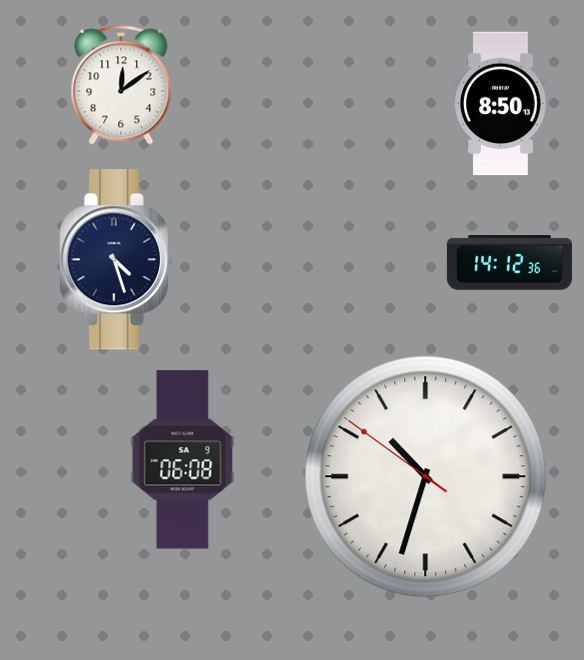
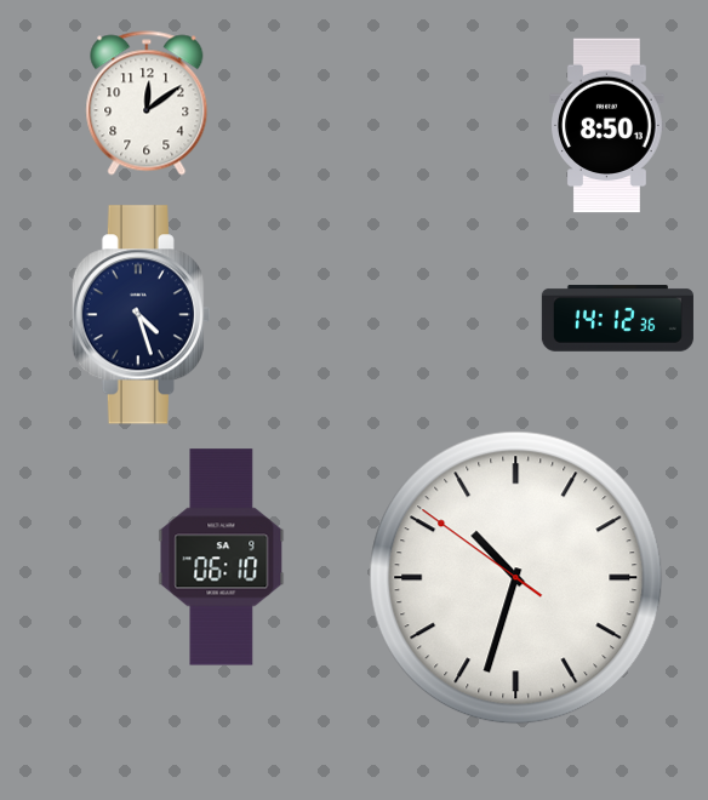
clock at (183, 460): 06:08 -> 06:10
